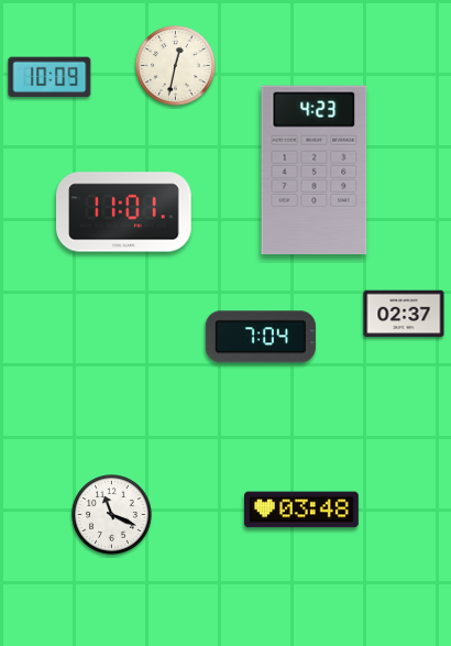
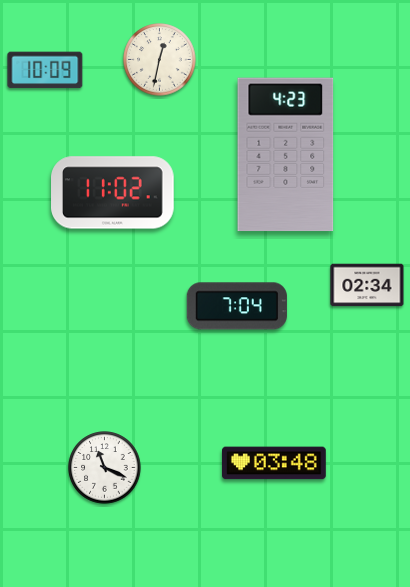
clock at (124, 212): 11:01 -> 11:02
clock at (404, 314): 02:37 -> 02:34
clock at (112, 515) position: (112, 515) -> (105, 468)
